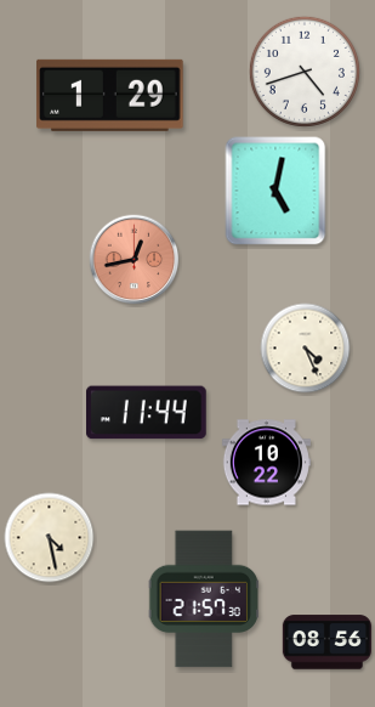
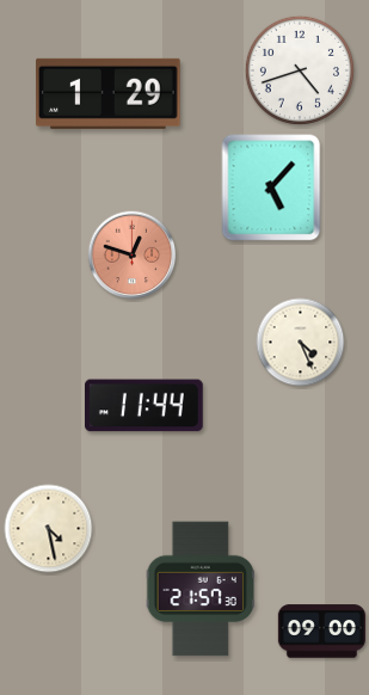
clock at (275, 191): 5:02 -> 5:07
clock at (135, 260): 12:43 -> 12:48
clock at (266, 463): 10:22 -> none
clock at (326, 643): 08:56 -> 09:00
